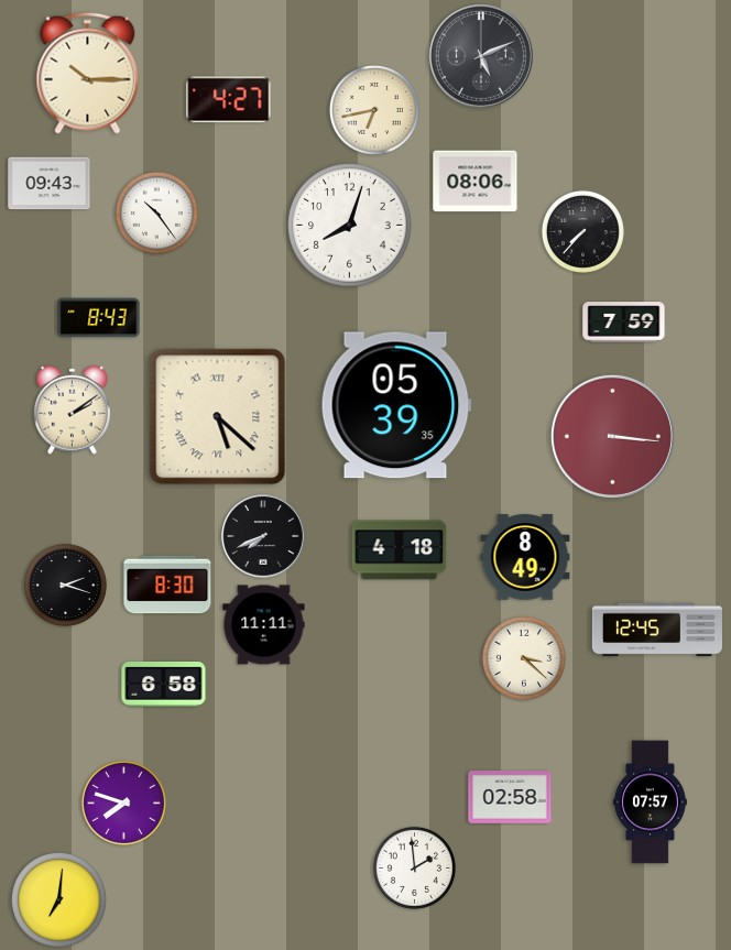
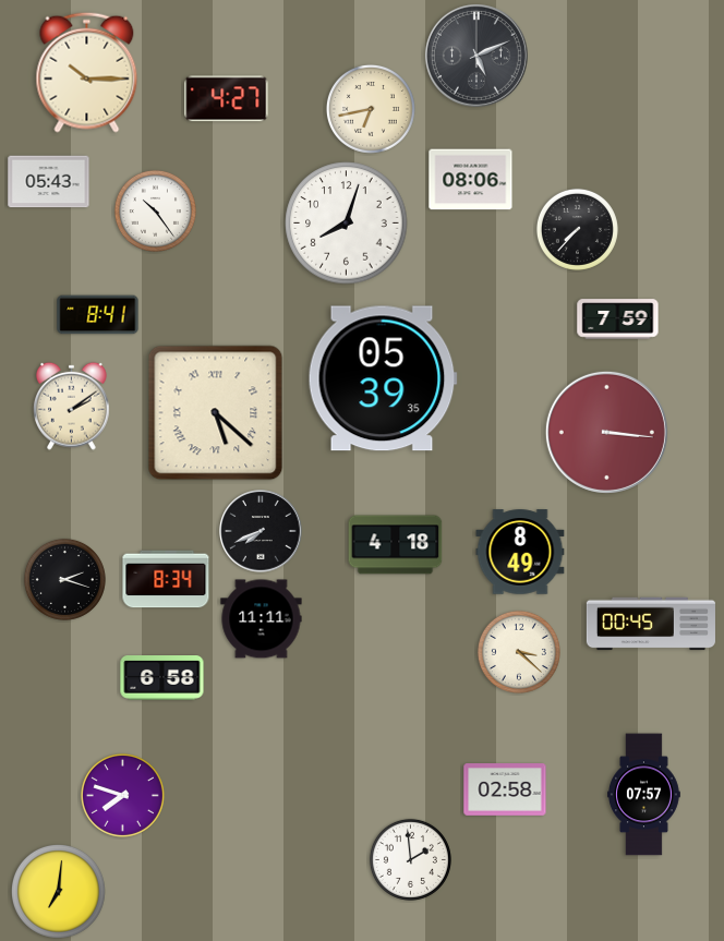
clock at (50, 184): 09:43 -> 05:43
clock at (99, 318): 8:43 -> 8:41
clock at (396, 405) position: (396, 405) -> (383, 378)
clock at (167, 585): 8:30 -> 8:34
clock at (657, 630): 12:45 -> 00:45
